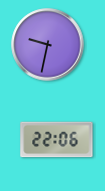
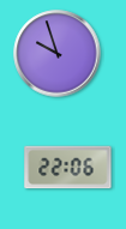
clock at (48, 45): 9:32 -> 9:57
